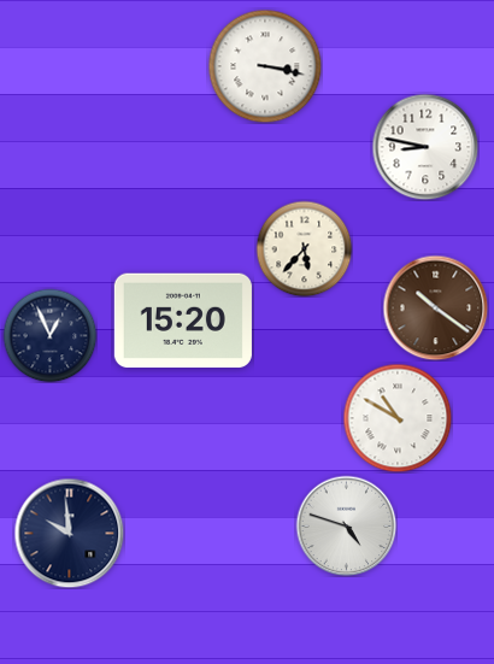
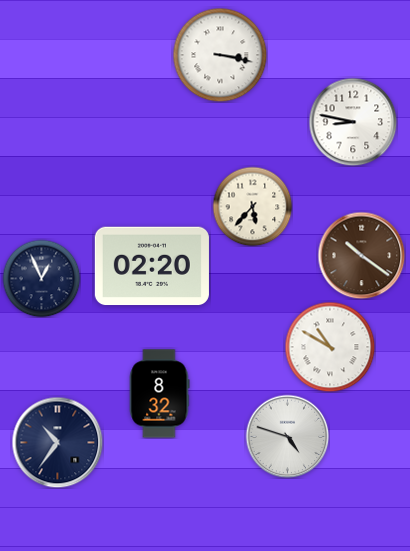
clock at (183, 321): 15:20 -> 02:20
clock at (159, 394): none -> 8:32
clock at (69, 533): 9:59 -> 10:36
